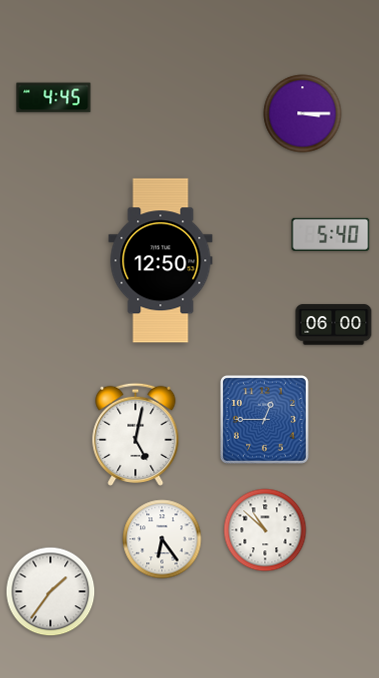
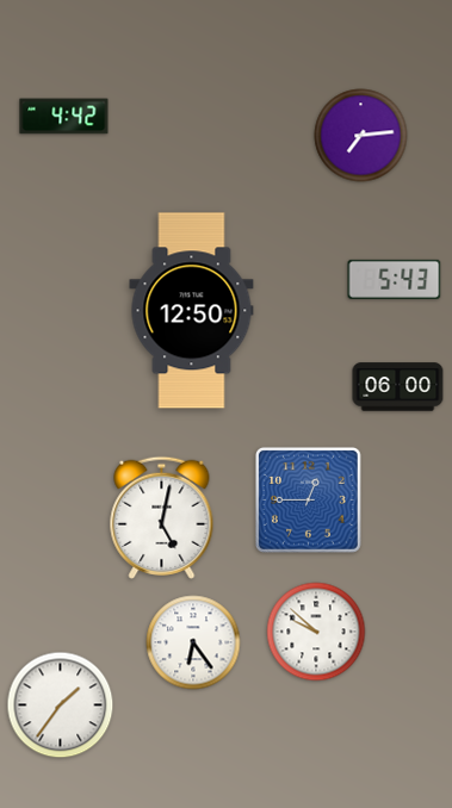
clock at (54, 98): 4:45 -> 4:42
clock at (303, 114): 3:15 -> 7:14
clock at (331, 234): 5:40 -> 5:43
clock at (264, 419) position: (264, 419) -> (308, 499)
clock at (265, 530): 10:52 -> 9:52
